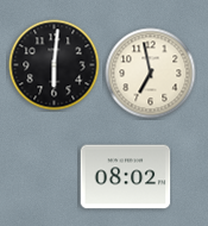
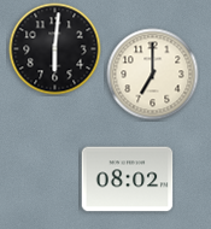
clock at (55, 65) position: (55, 65) -> (55, 49)
clock at (151, 74): 6:58 -> 7:00
